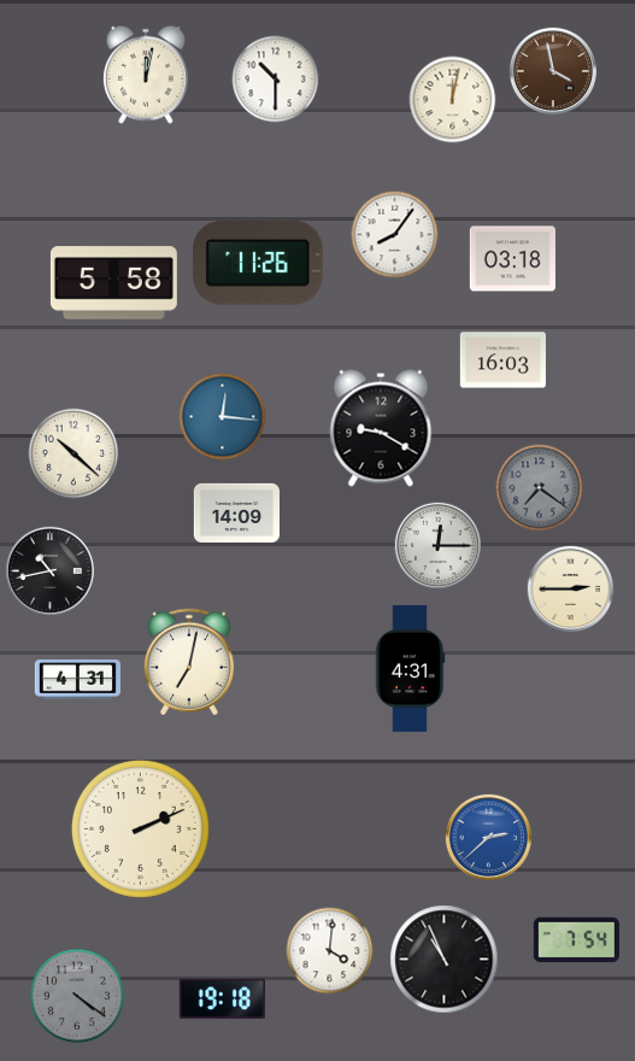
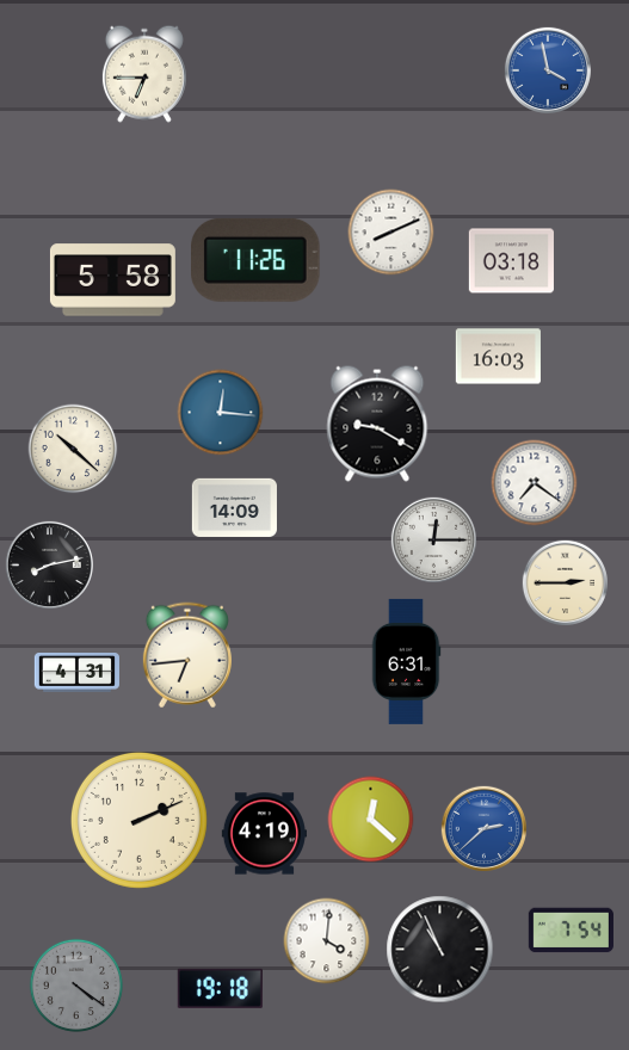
clock at (553, 71) dial: brown -> blue
clock at (146, 75): 12:02 -> 6:45
clock at (276, 80): 10:30 -> none
clock at (453, 100): 12:02 -> none
clock at (395, 235): 8:06 -> 8:11
clock at (512, 259) position: (512, 259) -> (511, 261)
clock at (540, 488) dial: grey -> white
clock at (49, 570): 10:43 -> 8:13
clock at (189, 662): 7:02 -> 6:44
clock at (410, 668): 4:31 -> 6:31
clock at (371, 820): none -> 12:22
clock at (264, 834): none -> 4:19
